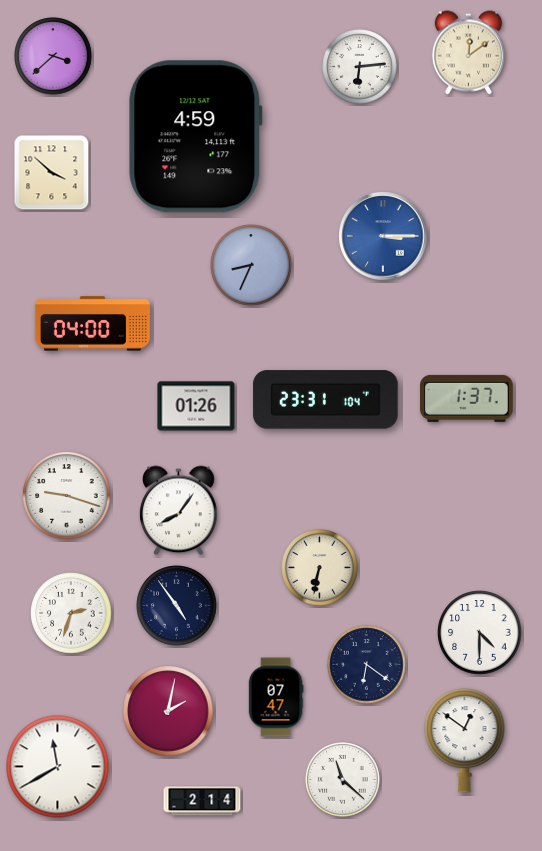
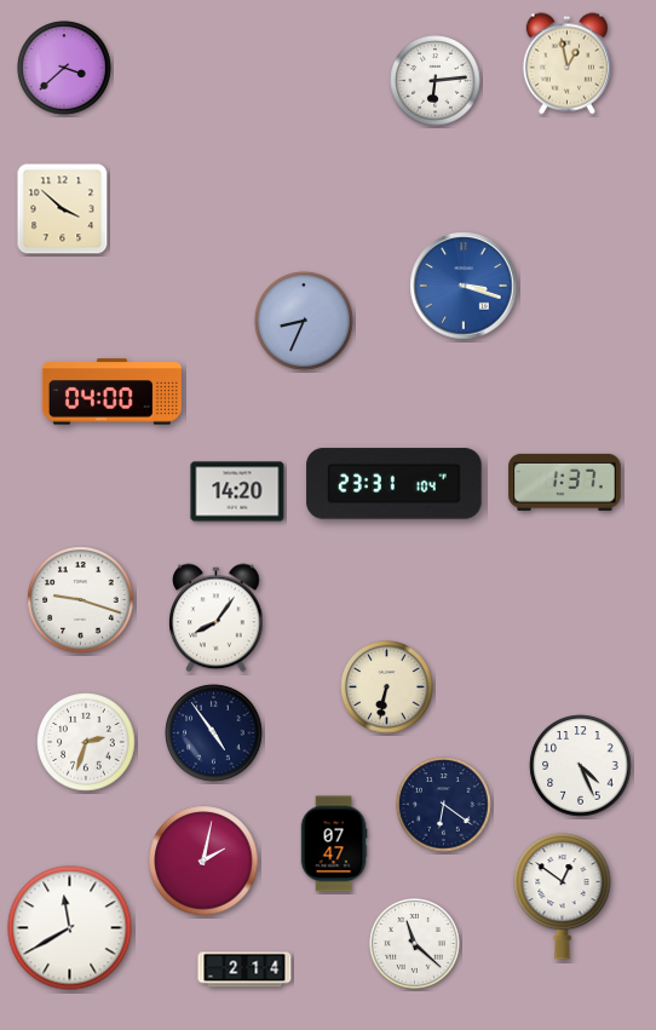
clock at (468, 53): 12:09 -> 12:58
clock at (196, 137): 4:59 -> none
clock at (383, 236): 3:15 -> 3:18
clock at (196, 406): 01:26 -> 14:20
clock at (480, 633): 4:30 -> 4:26
